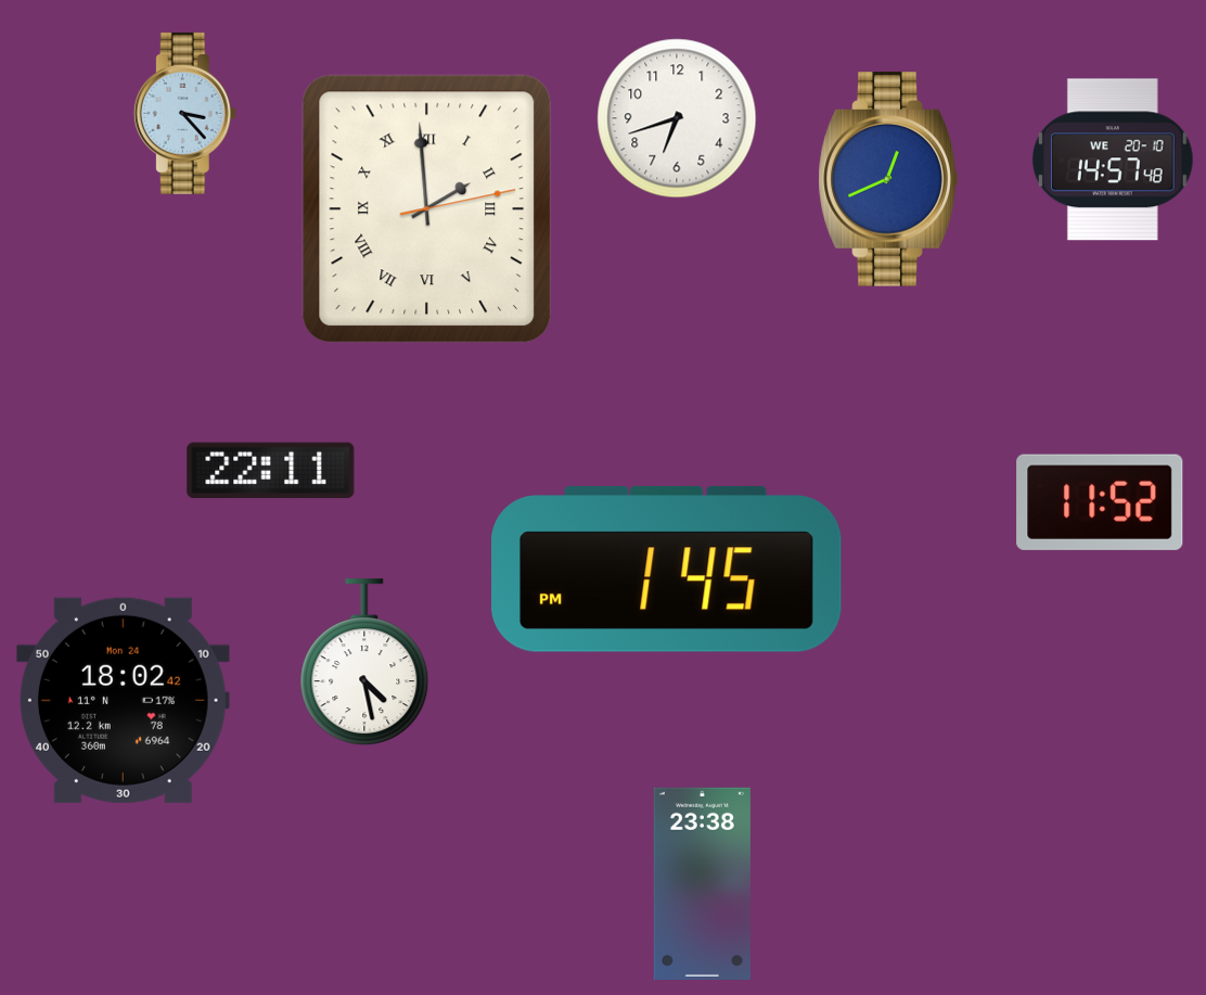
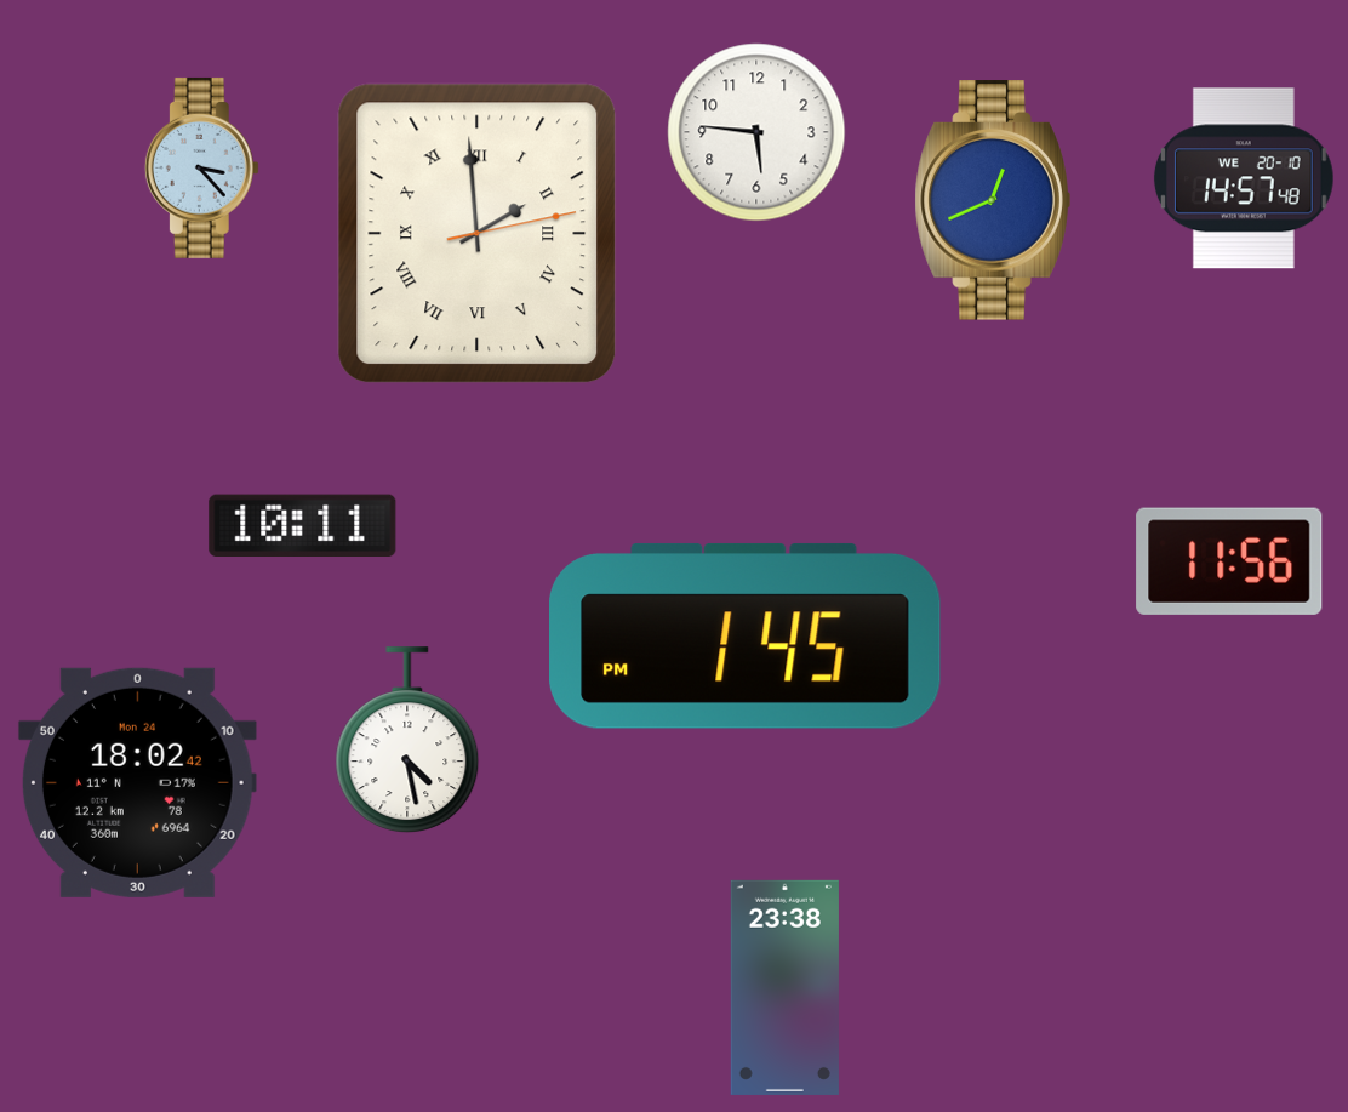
clock at (184, 113) position: (184, 113) -> (201, 167)
clock at (677, 118): 6:42 -> 5:46
clock at (271, 471): 22:11 -> 10:11
clock at (1100, 502): 11:52 -> 11:56
